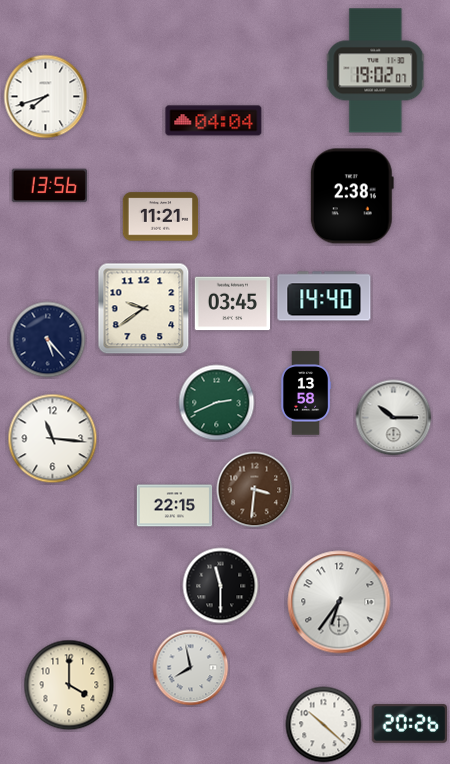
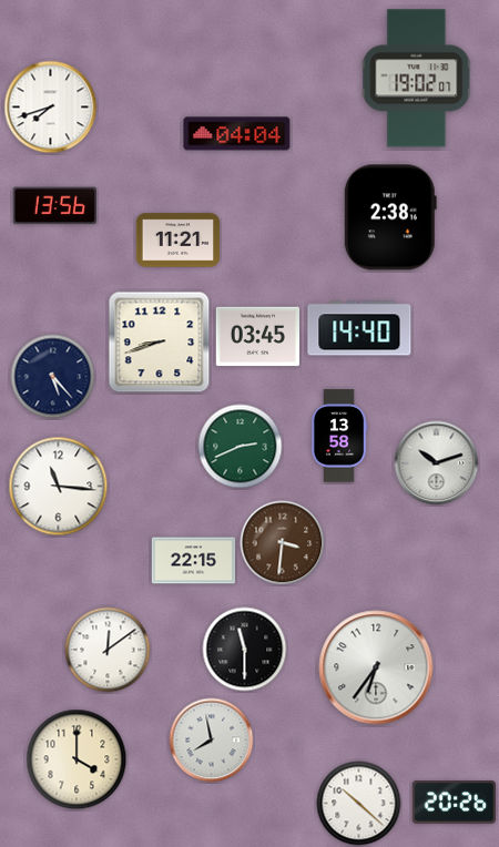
clock at (144, 309): 9:39 -> 8:42
clock at (394, 418): 10:15 -> 10:12
clock at (108, 650): none -> 12:09
